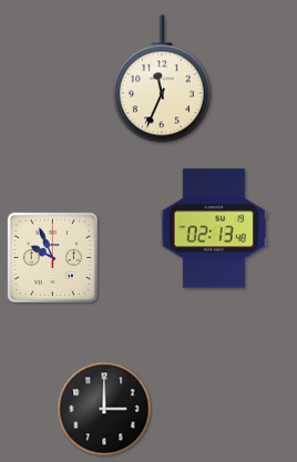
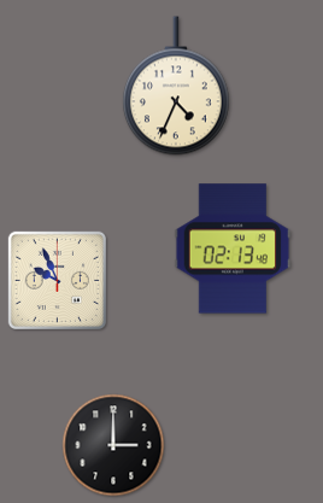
clock at (162, 79): 11:34 -> 4:34
